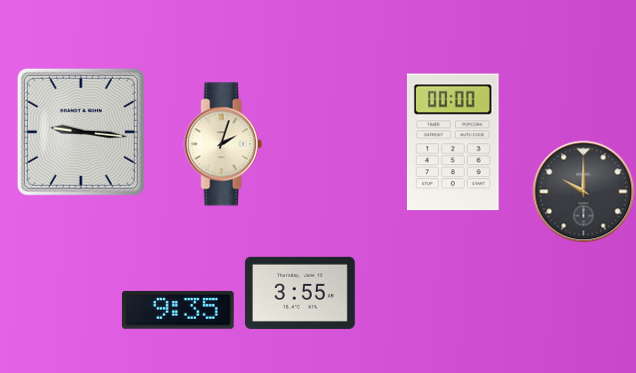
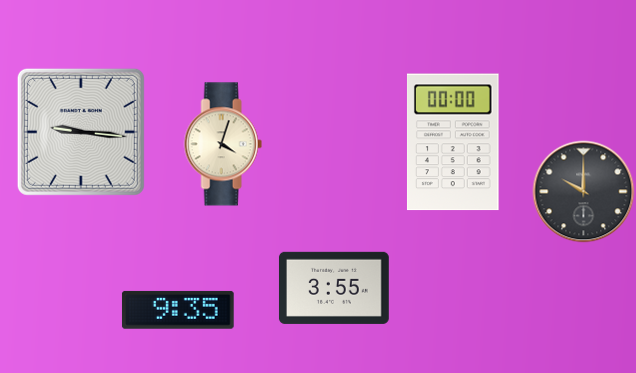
clock at (223, 144): 2:03 -> 4:03
clock at (300, 293) position: (300, 293) -> (334, 288)
